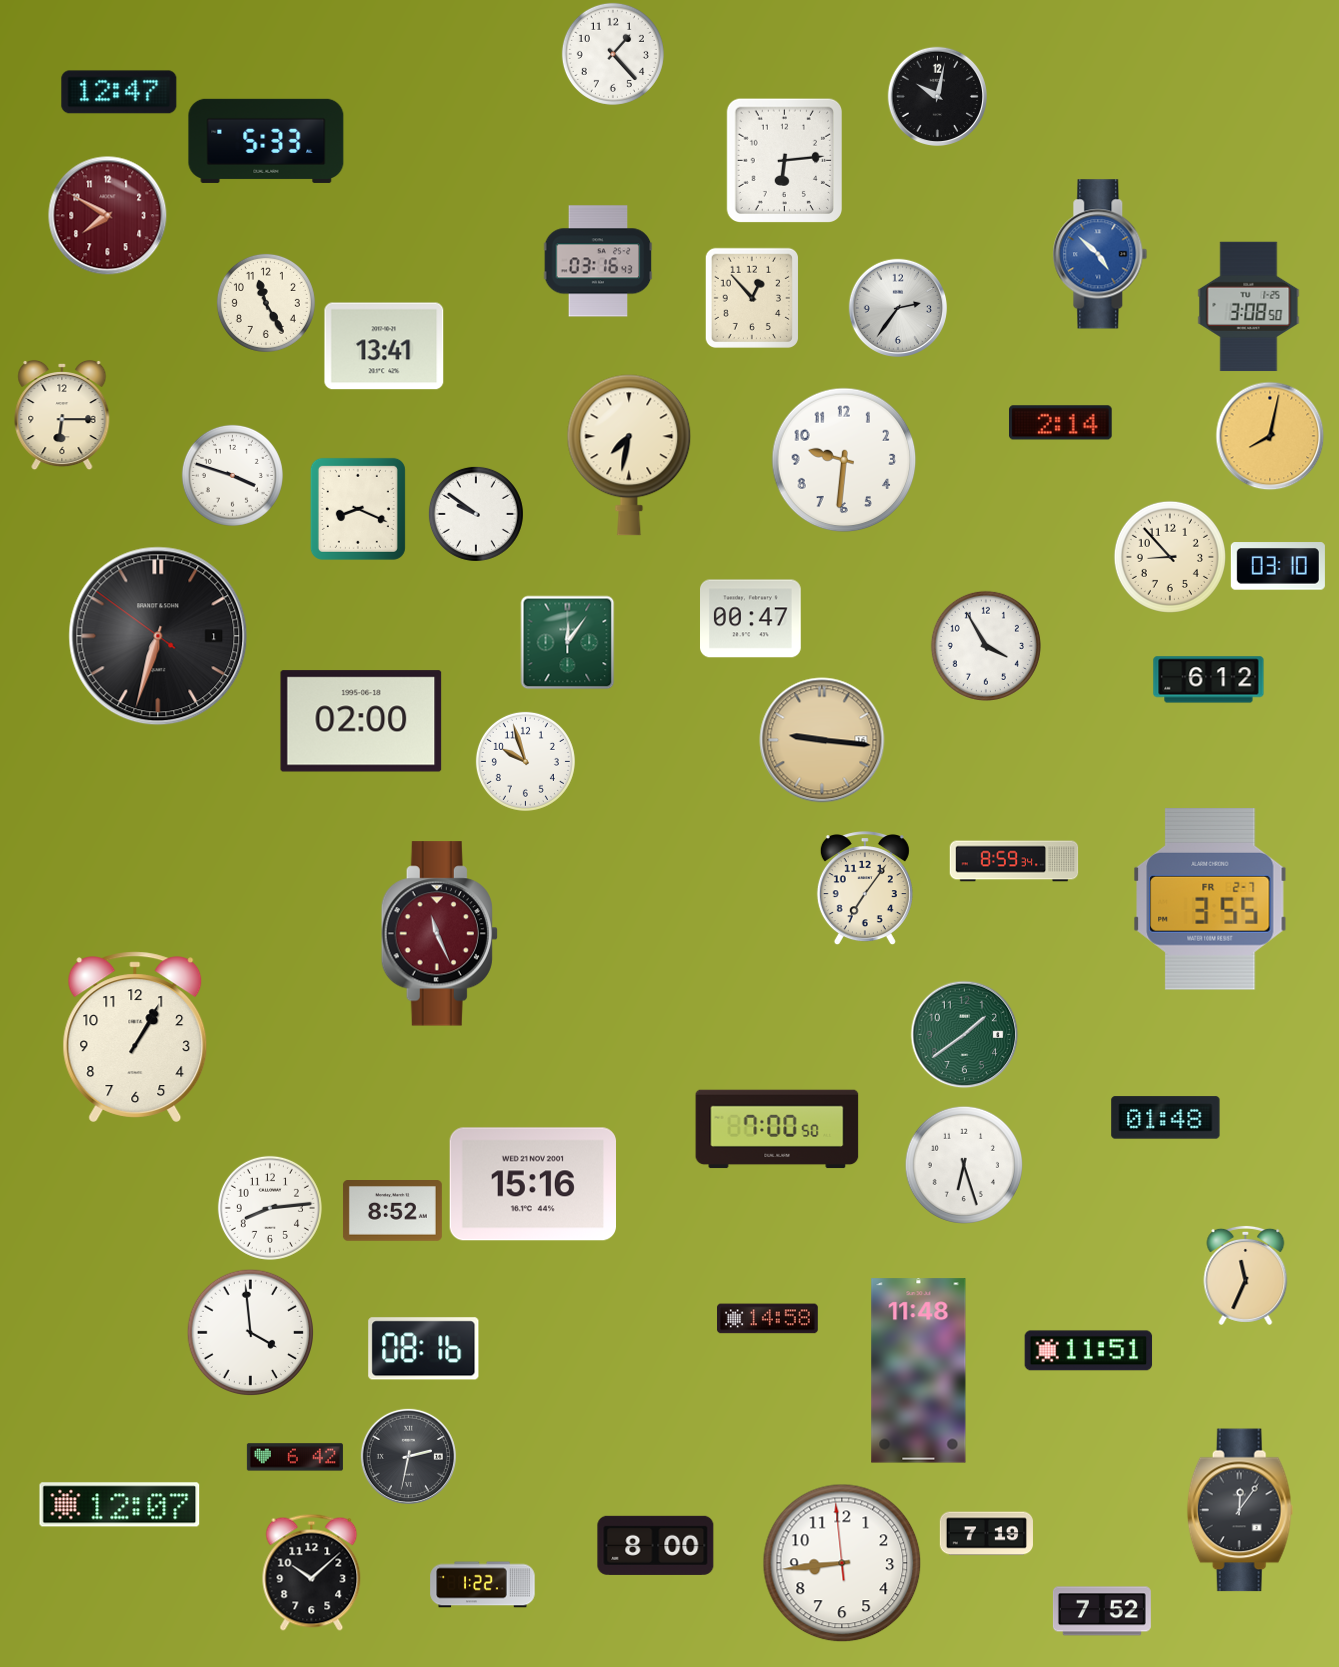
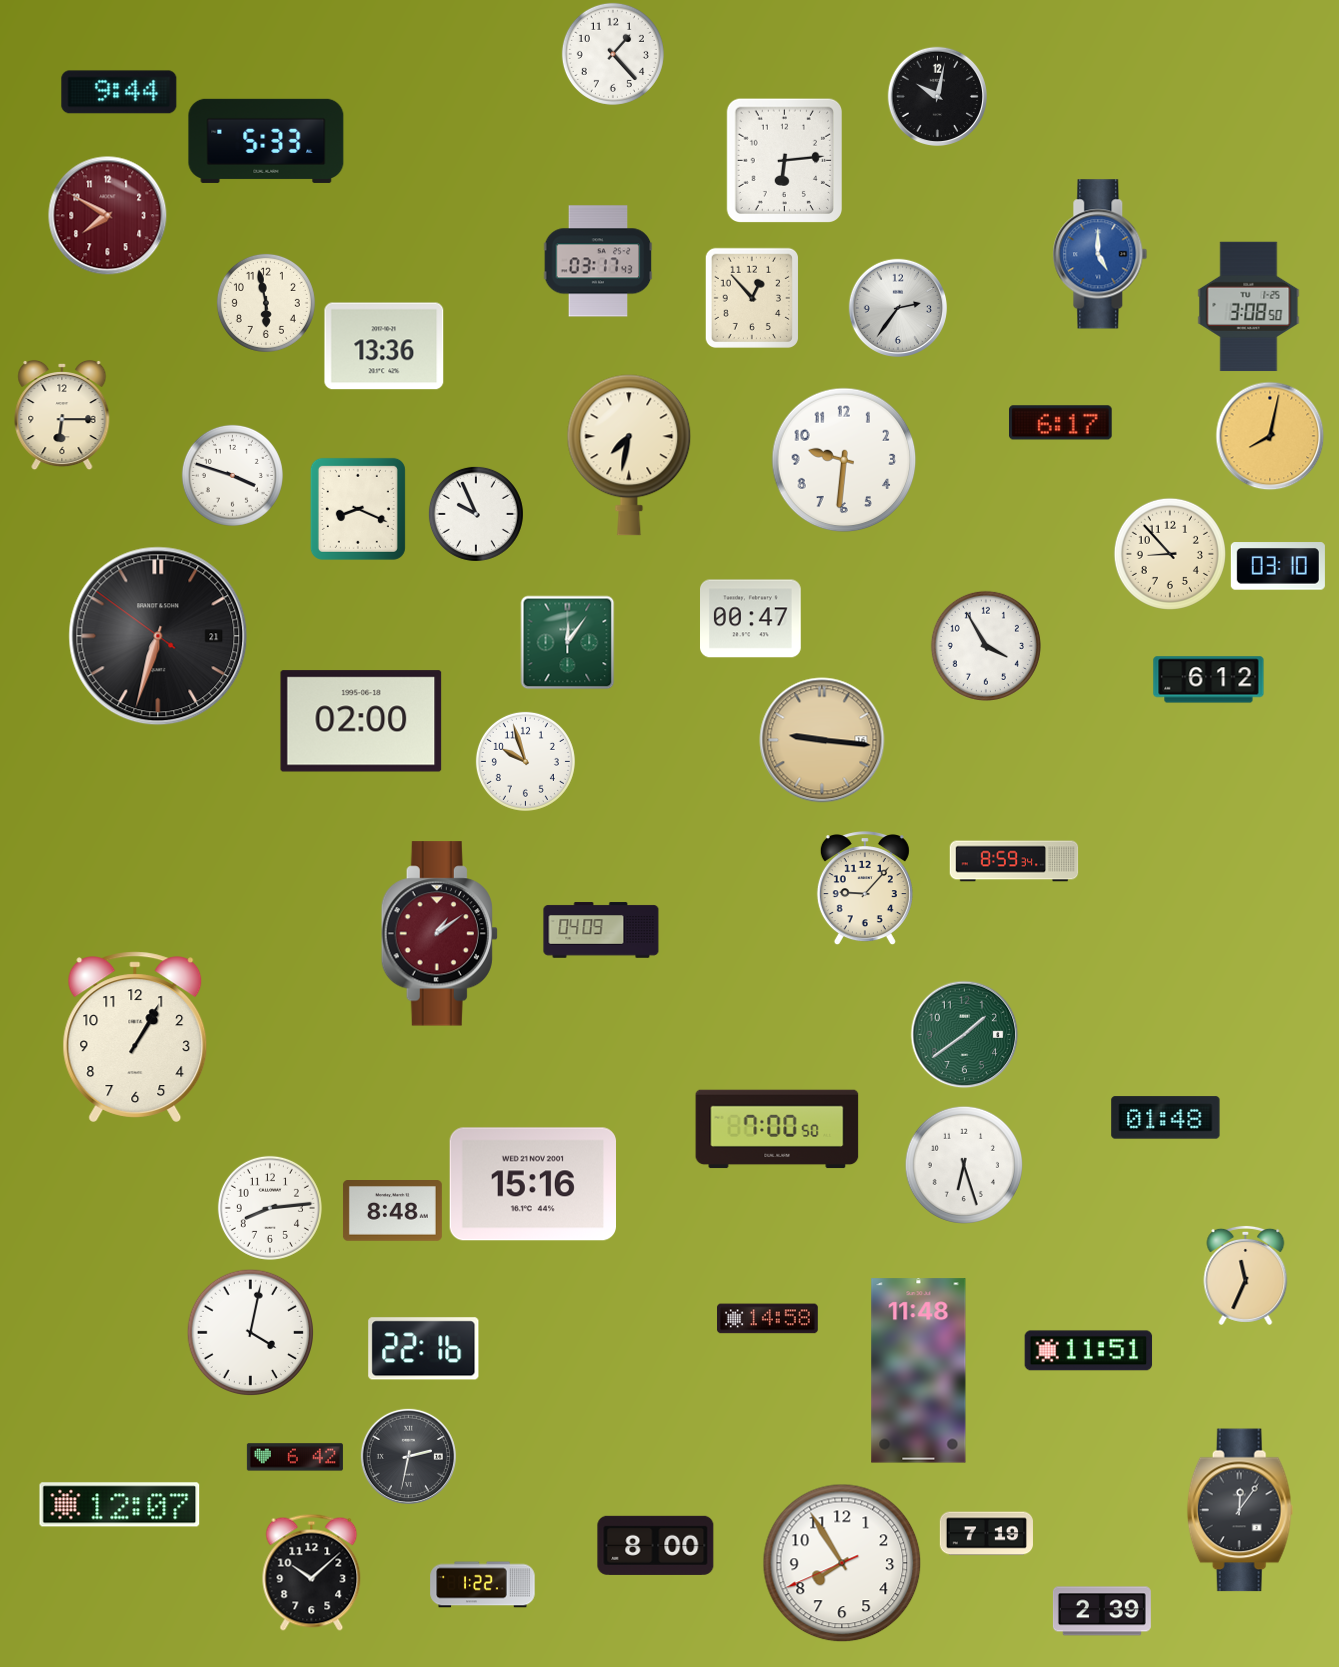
clock at (119, 92): 12:47 -> 9:44
clock at (1100, 254): 4:52 -> 5:00
clock at (598, 261): 03:16 -> 03:17
clock at (266, 303): 11:25 -> 5:58
clock at (384, 346): 13:41 -> 13:36
clock at (1061, 423): 2:14 -> 6:17
clock at (476, 514): 9:51 -> 9:56
clock at (1170, 557) position: (1170, 557) -> (1170, 554)
clock at (158, 636) date: 1 -> 21
clock at (865, 889): 7:06 -> 9:07
clock at (1210, 900): 3:55 -> none
clock at (601, 930): none -> 04:09
clock at (439, 934): 11:26 -> 1:09
clock at (392, 1211): 8:52 -> 8:48
clock at (250, 1332): 3:59 -> 4:02
clock at (424, 1349): 08:16 -> 22:16
clock at (842, 1563): 8:43 -> 7:54
clock at (1102, 1611): 7:52 -> 2:39
